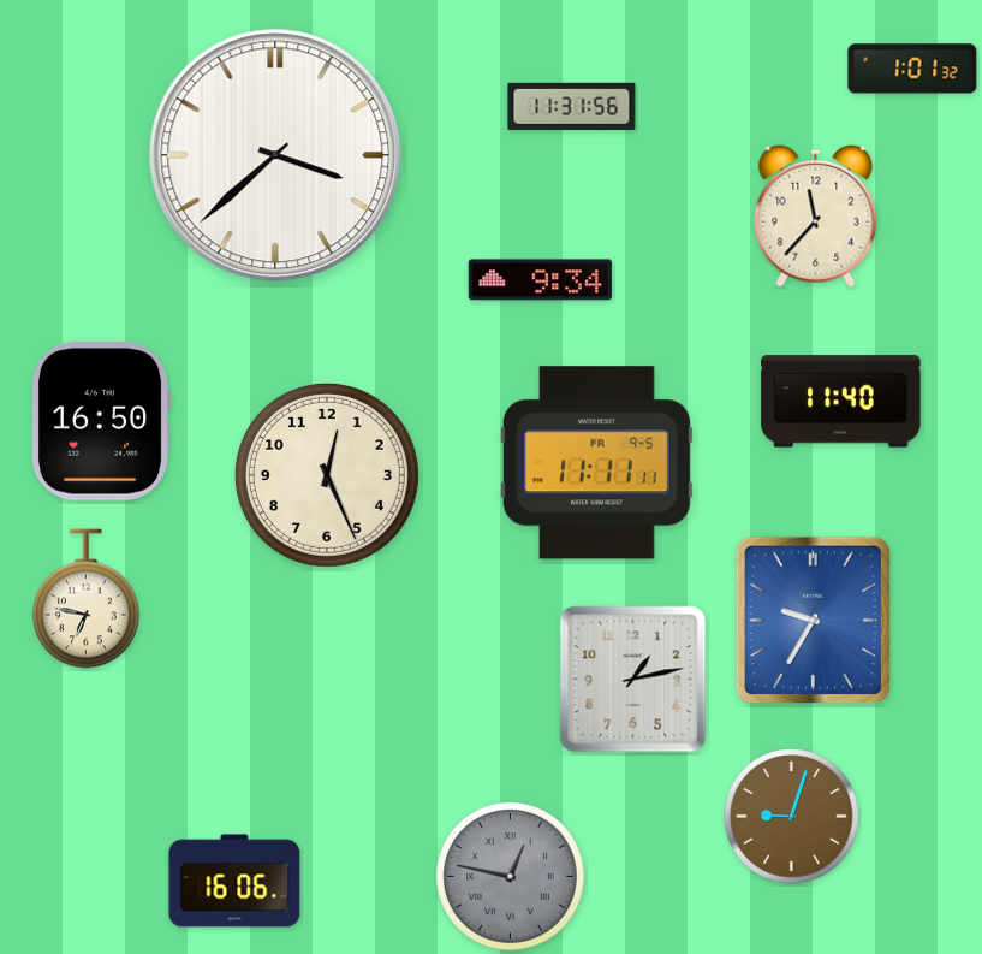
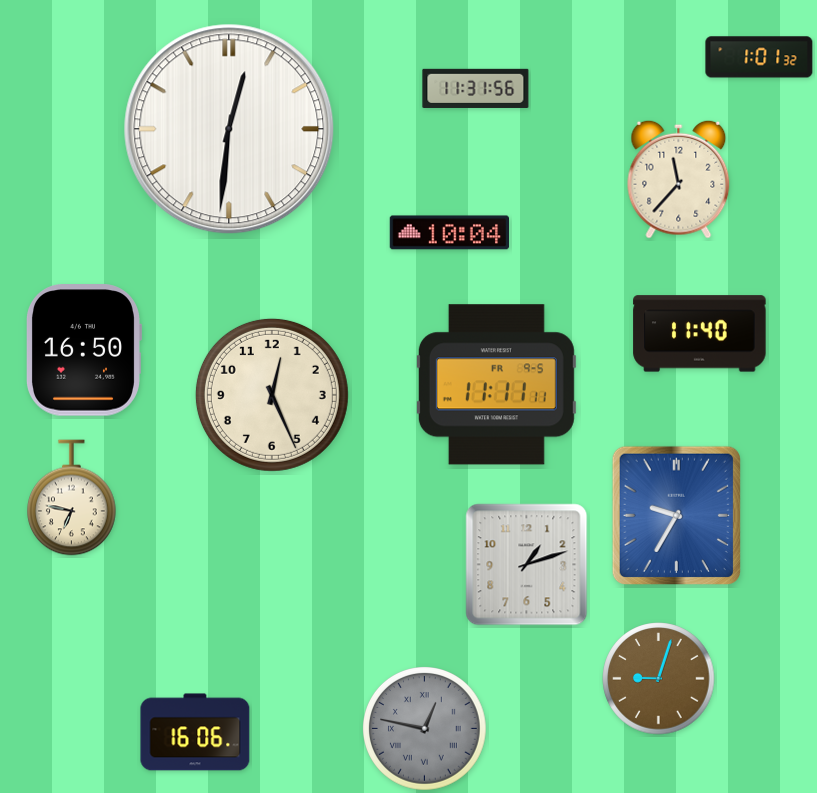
clock at (275, 155): 3:38 -> 12:31
clock at (540, 280): 9:34 -> 10:04
clock at (633, 680): 1:13 -> 1:12
